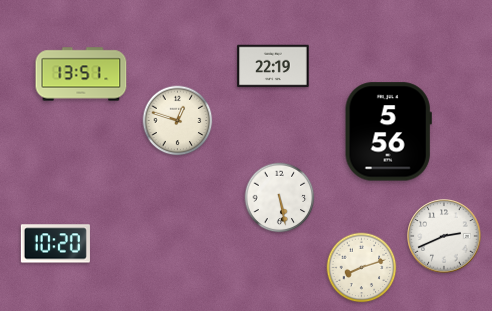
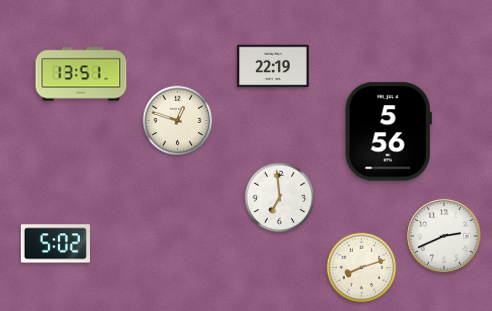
clock at (280, 198): 5:28 -> 6:59
clock at (55, 244): 10:20 -> 5:02
